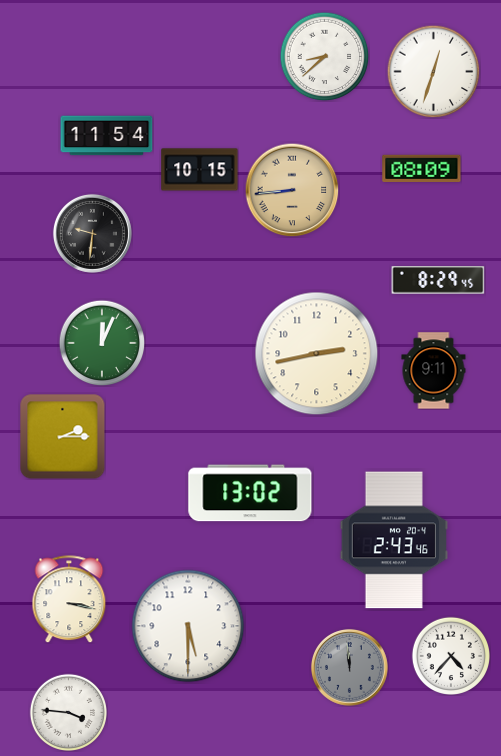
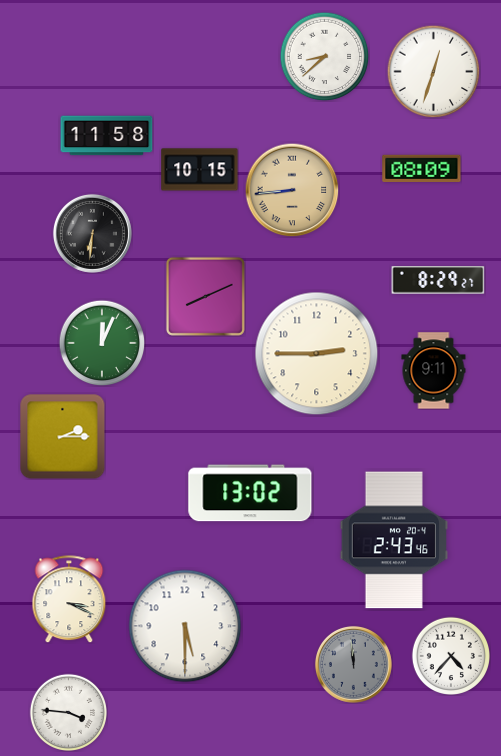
clock at (107, 136): 11:54 -> 11:58
clock at (92, 233): 9:31 -> 6:31
clock at (438, 280): 8:29:45 -> 8:29:27
clock at (205, 296): none -> 8:11
clock at (317, 354): 2:43 -> 2:45
clock at (69, 599): 3:17 -> 3:19
clock at (188, 626) position: (188, 626) -> (185, 626)
clock at (349, 667) position: (349, 667) -> (353, 664)
